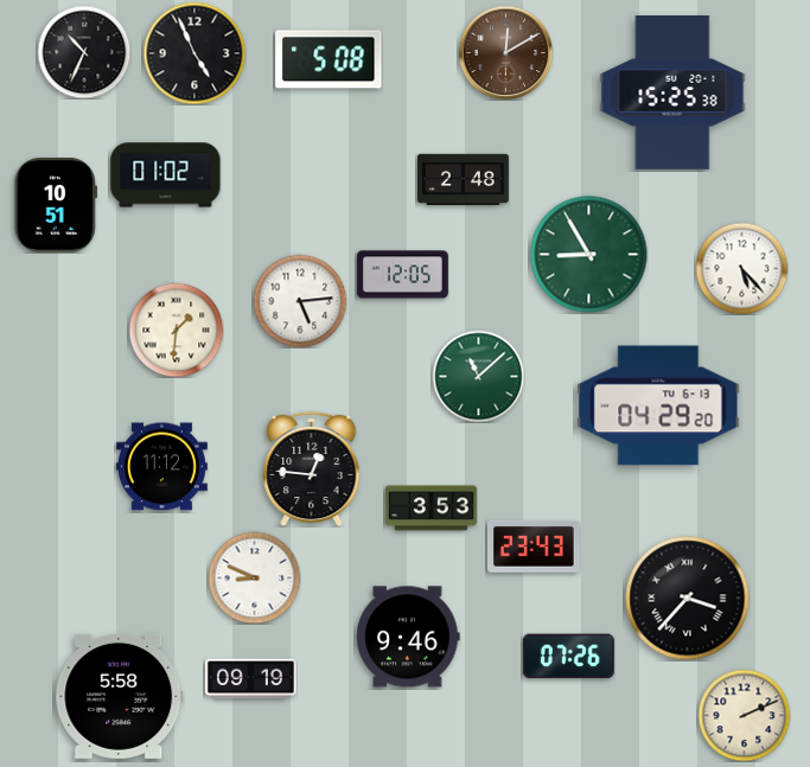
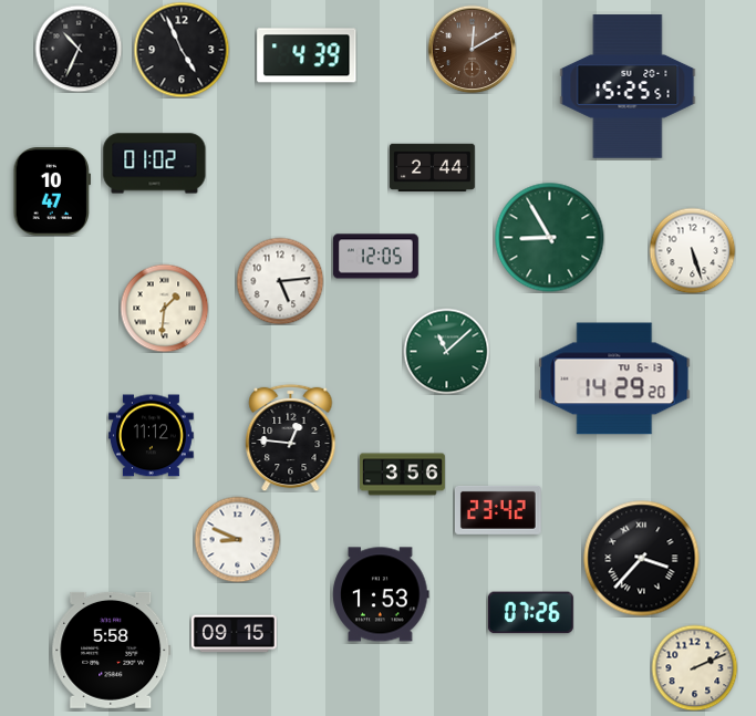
clock at (329, 59): 5:08 -> 4:39
clock at (672, 92): 15:25:38 -> 15:25:51
clock at (463, 179): 2:48 -> 2:44
clock at (55, 206): 10:51 -> 10:47
clock at (741, 268): 5:23 -> 5:27
clock at (658, 405): 04:29 -> 14:29
clock at (432, 509): 3:53 -> 3:56
clock at (534, 547): 23:43 -> 23:42
clock at (408, 637): 9:46 -> 1:53
clock at (251, 679): 09:19 -> 09:15
